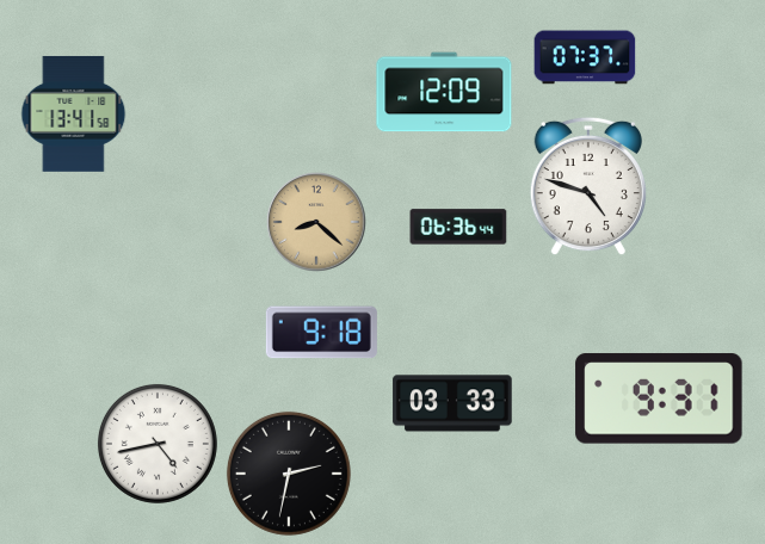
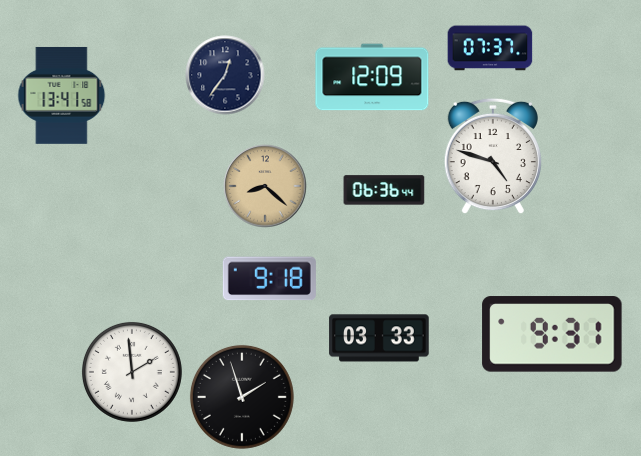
clock at (225, 75): none -> 12:36
clock at (158, 444): 4:43 -> 1:59
clock at (289, 474): 2:32 -> 1:57
